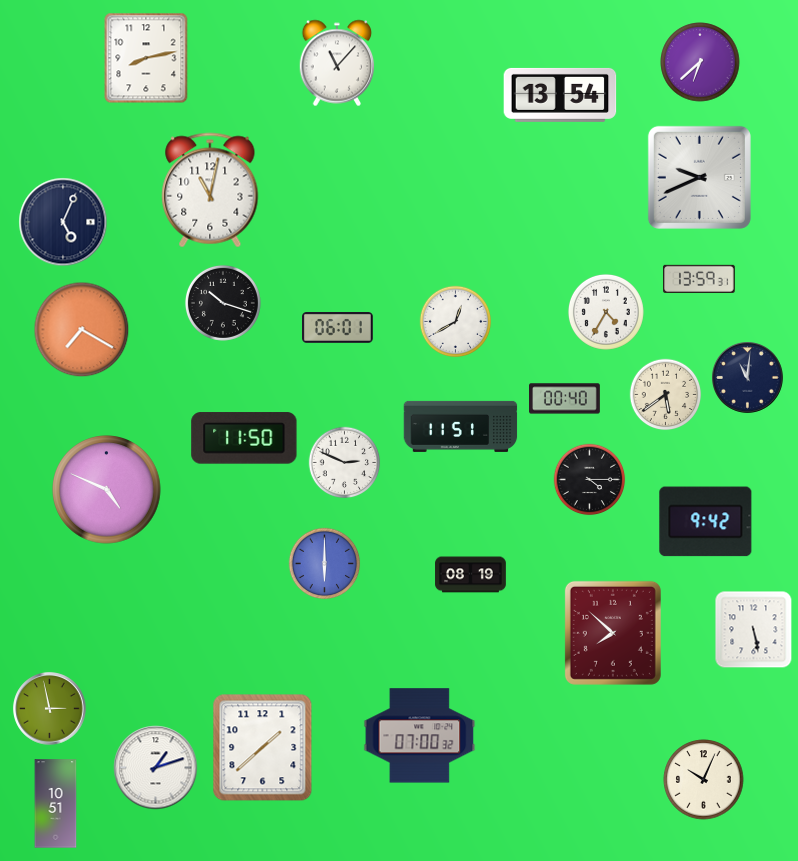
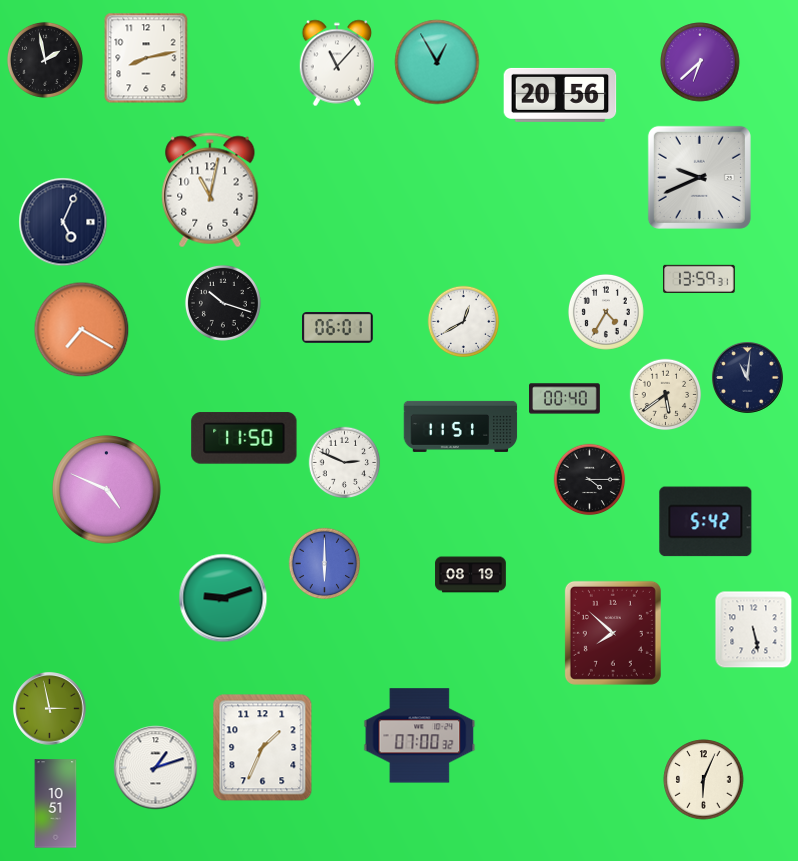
clock at (45, 60): none -> 1:58
clock at (437, 62): none -> 12:55
clock at (560, 95): 13:54 -> 20:56
clock at (456, 322) position: (456, 322) -> (464, 322)
clock at (706, 522): 9:42 -> 5:42
clock at (223, 598): none -> 9:12
clock at (263, 748): 1:38 -> 1:34
clock at (704, 780): 10:04 -> 6:04
